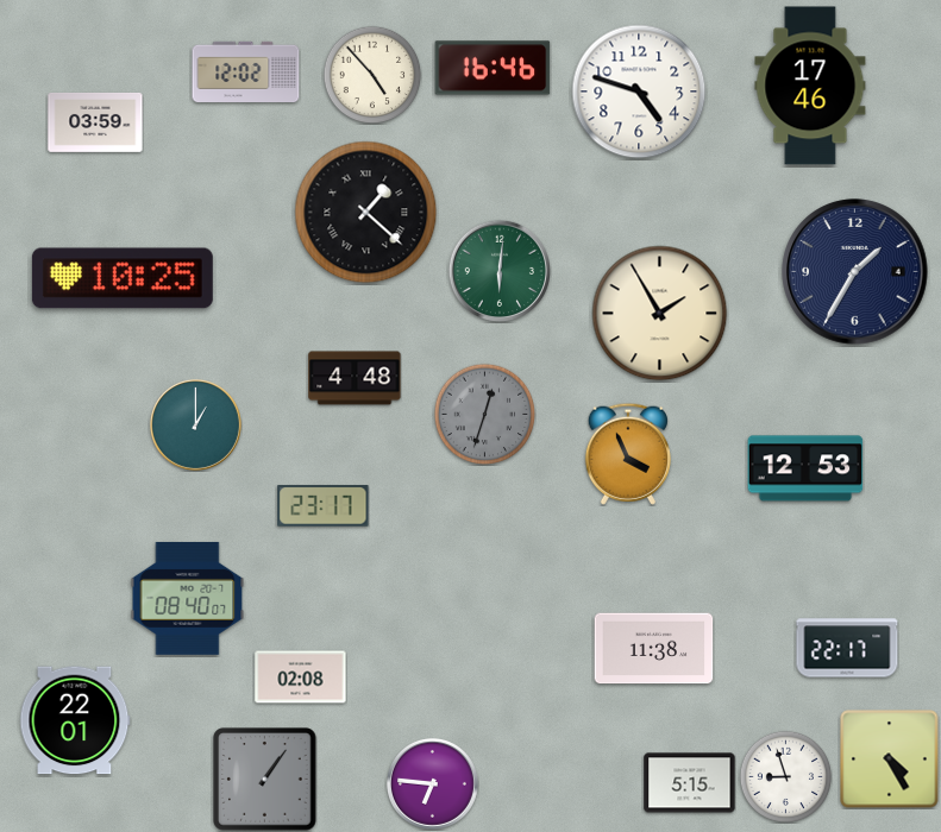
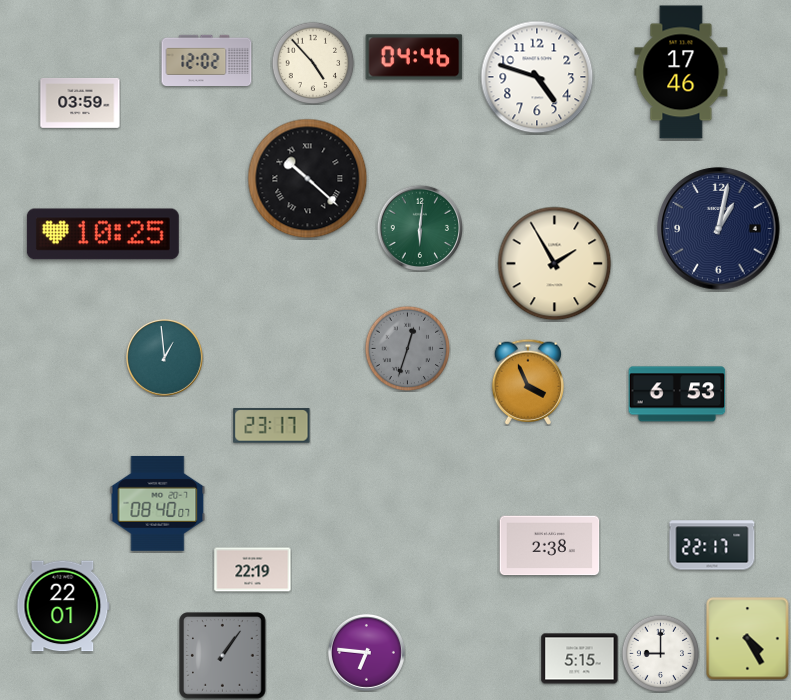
clock at (493, 68): 16:46 -> 04:46
clock at (366, 213): 1:22 -> 10:22
clock at (855, 272): 1:35 -> 1:02
clock at (355, 378): 4:48 -> none
clock at (195, 424): 1:00 -> 12:59
clock at (805, 468): 12:53 -> 6:53
clock at (654, 649): 11:38 -> 2:38
clock at (301, 677): 02:08 -> 22:19
clock at (785, 776): 8:57 -> 9:00
clock at (432, 783) position: (432, 783) -> (366, 652)
